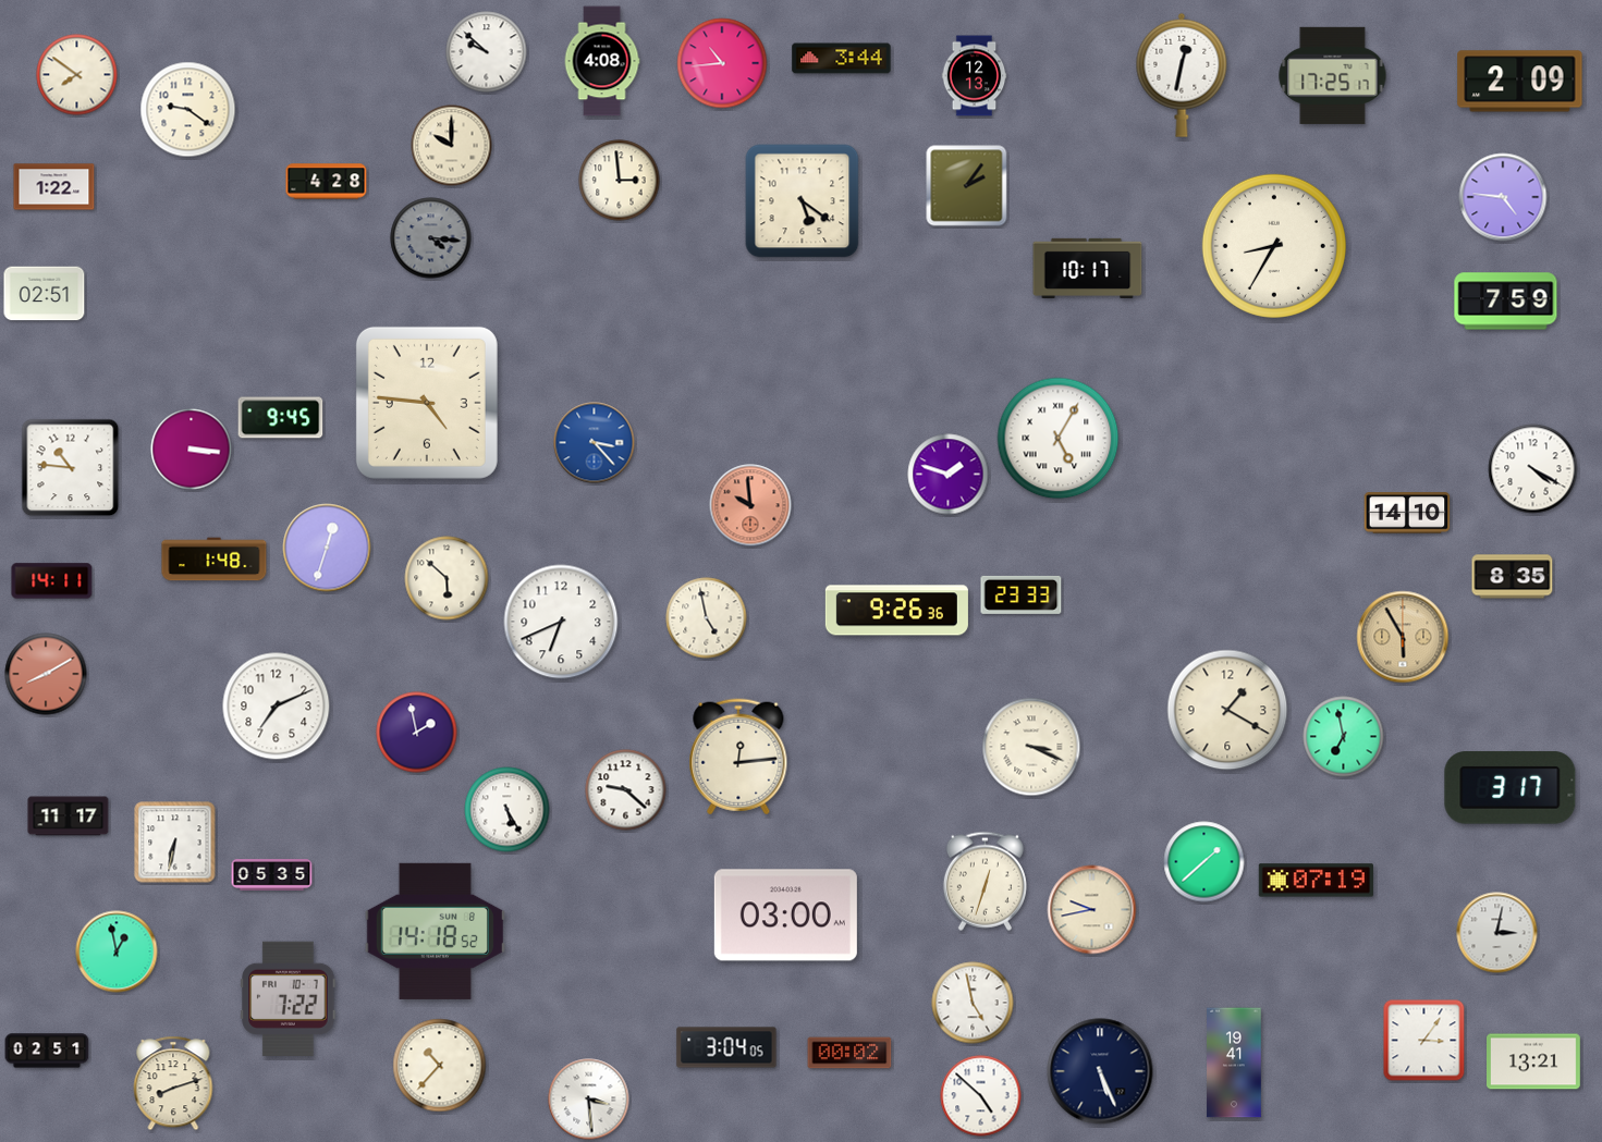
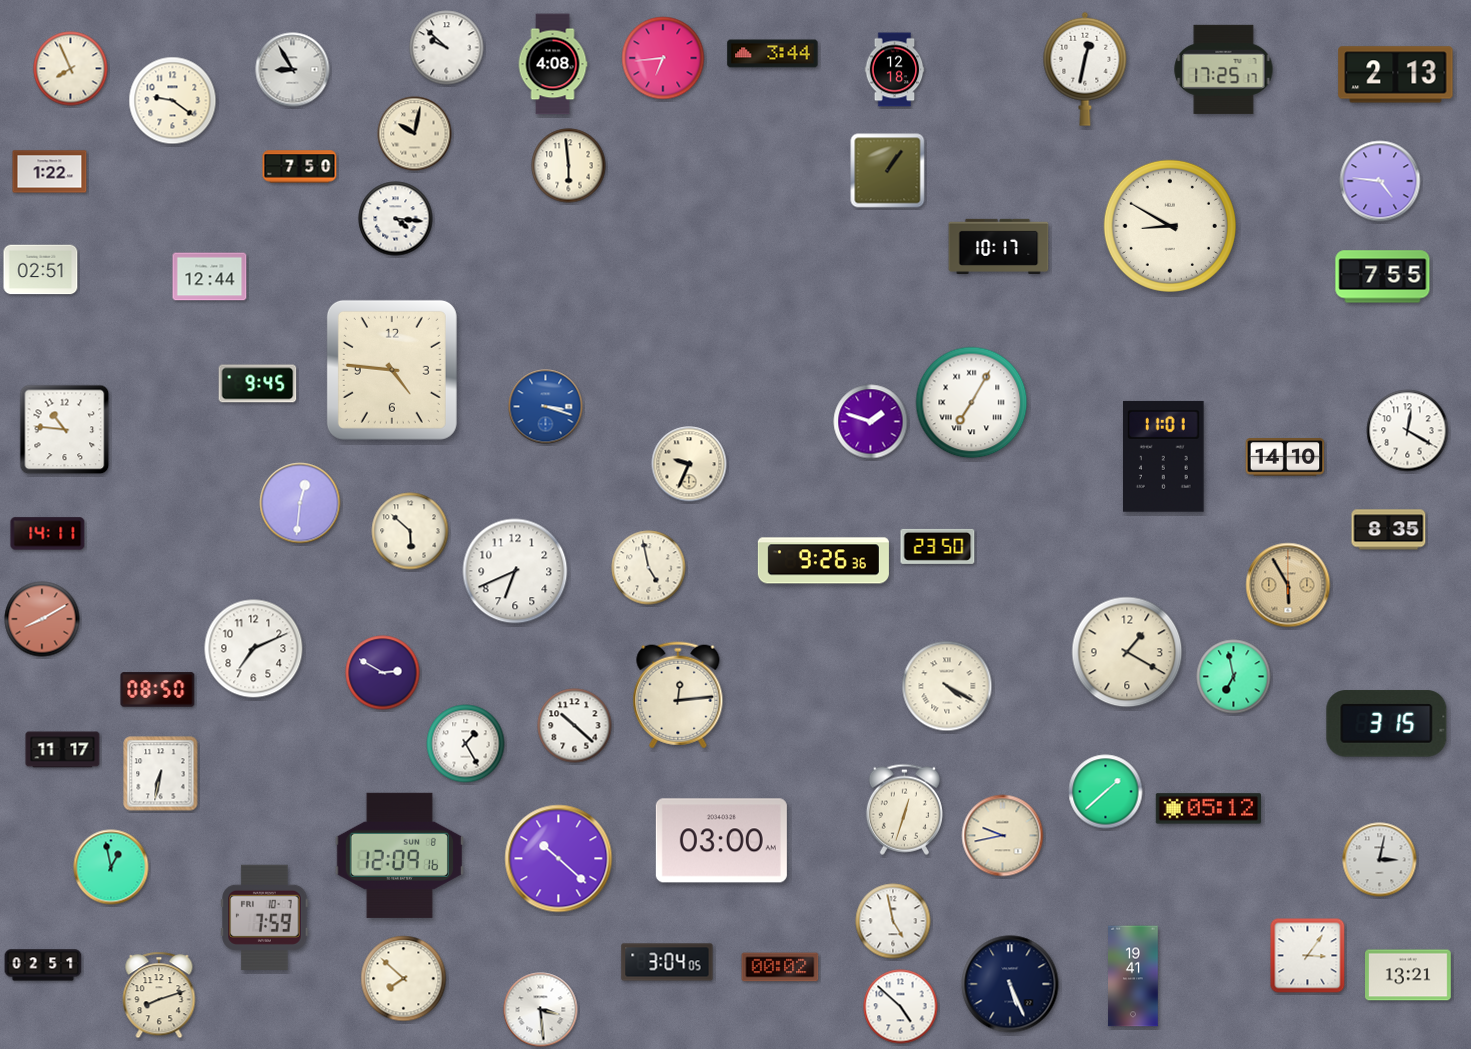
clock at (602, 61) position: (602, 61) -> (553, 64)
clock at (722, 63): 10:44 -> 6:44
clock at (77, 75): 7:51 -> 7:56
clock at (293, 70): none -> 8:55
clock at (975, 76): 12:13 -> 12:18
clock at (1520, 82): 2:09 -> 2:13
clock at (452, 146): 10:00 -> 10:02
clock at (620, 181): 2:59 -> 5:59
clock at (327, 182): 4:28 -> 7:50
clock at (967, 186): 2:06 -> 1:06
clock at (803, 201): 5:21 -> none
clock at (431, 238) dial: grey -> white
clock at (1274, 246): 8:35 -> 8:50
clock at (210, 277): none -> 12:44
clock at (1506, 302): 7:59 -> 7:55
clock at (1059, 439): 5:05 -> 7:05
clock at (595, 443): 3:23 -> 3:18
clock at (192, 450): 3:16 -> none
clock at (1533, 469): 4:20 -> 12:20
clock at (949, 475) position: (949, 475) -> (871, 422)
clock at (1164, 456): none -> 11:01
clock at (750, 505): 9:59 -> 9:34
clock at (750, 505) dial: salmon -> cream
clock at (1407, 513) position: (1407, 513) -> (1285, 457)
clock at (327, 548): 12:33 -> 12:31
clock at (215, 560): 1:48 -> none
clock at (1022, 594): 23:33 -> 23:50
clock at (417, 733): 1:58 -> 2:50
clock at (1031, 747): 3:19 -> 4:20
clock at (158, 690): none -> 08:50
clock at (1511, 788): 3:17 -> 3:15
clock at (626, 790): 9:22 -> 10:22
clock at (507, 810): 5:25 -> 1:25
clock at (272, 875): 05:35 -> none
clock at (1316, 881): 07:19 -> 05:12
clock at (435, 931): 14:18 -> 12:09
clock at (1497, 933) position: (1497, 933) -> (1380, 860)
clock at (559, 859): none -> 10:22
clock at (117, 951) position: (117, 951) -> (111, 867)
clock at (289, 998): 7:22 -> 7:59
clock at (440, 1066): 10:37 -> 7:52
